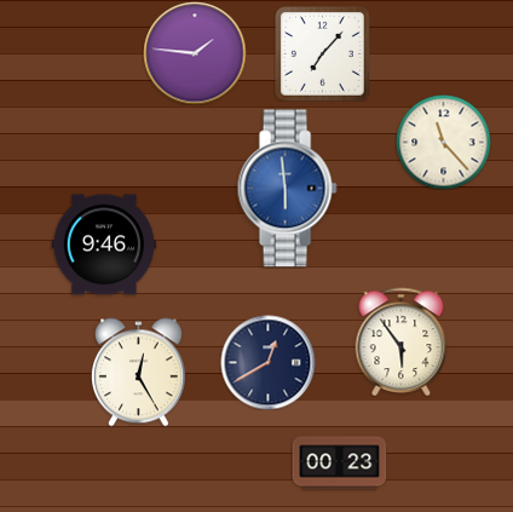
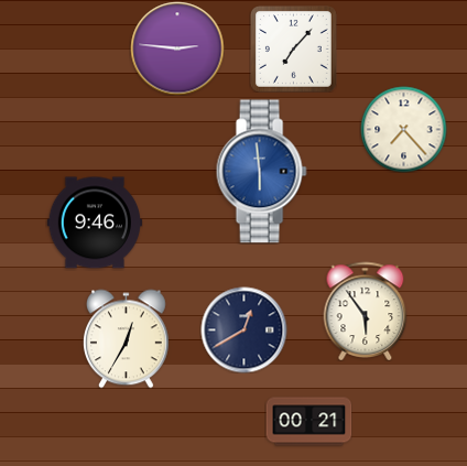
clock at (195, 53): 1:46 -> 2:46
clock at (443, 142): 11:23 -> 7:23
clock at (138, 372): 12:25 -> 12:35
clock at (339, 464): 00:23 -> 00:21
